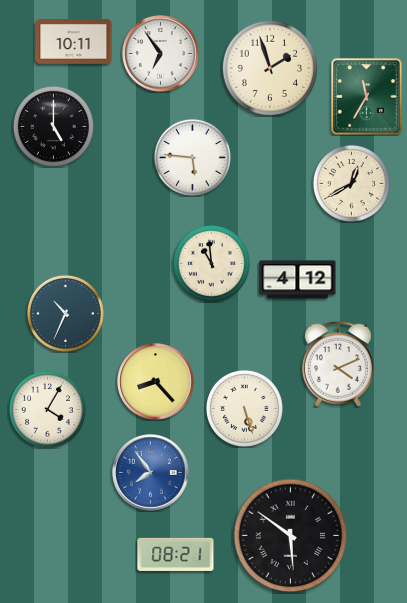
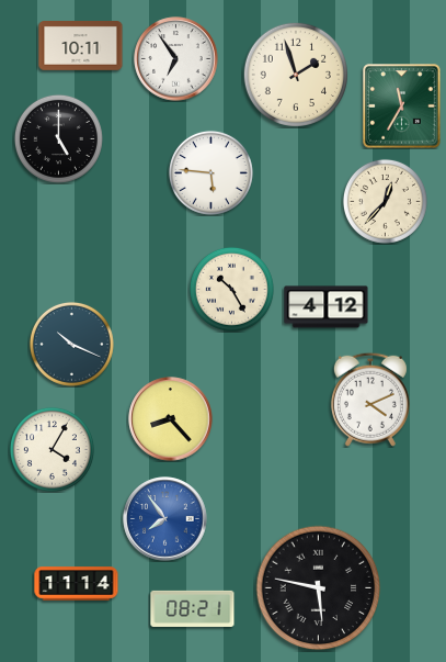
clock at (351, 183): 12:40 -> 12:37
clock at (211, 263): 10:59 -> 10:25
clock at (65, 313): 10:34 -> 10:19
clock at (244, 408): 5:27 -> none
clock at (77, 584): none -> 11:14
clock at (291, 536): 5:51 -> 5:47
